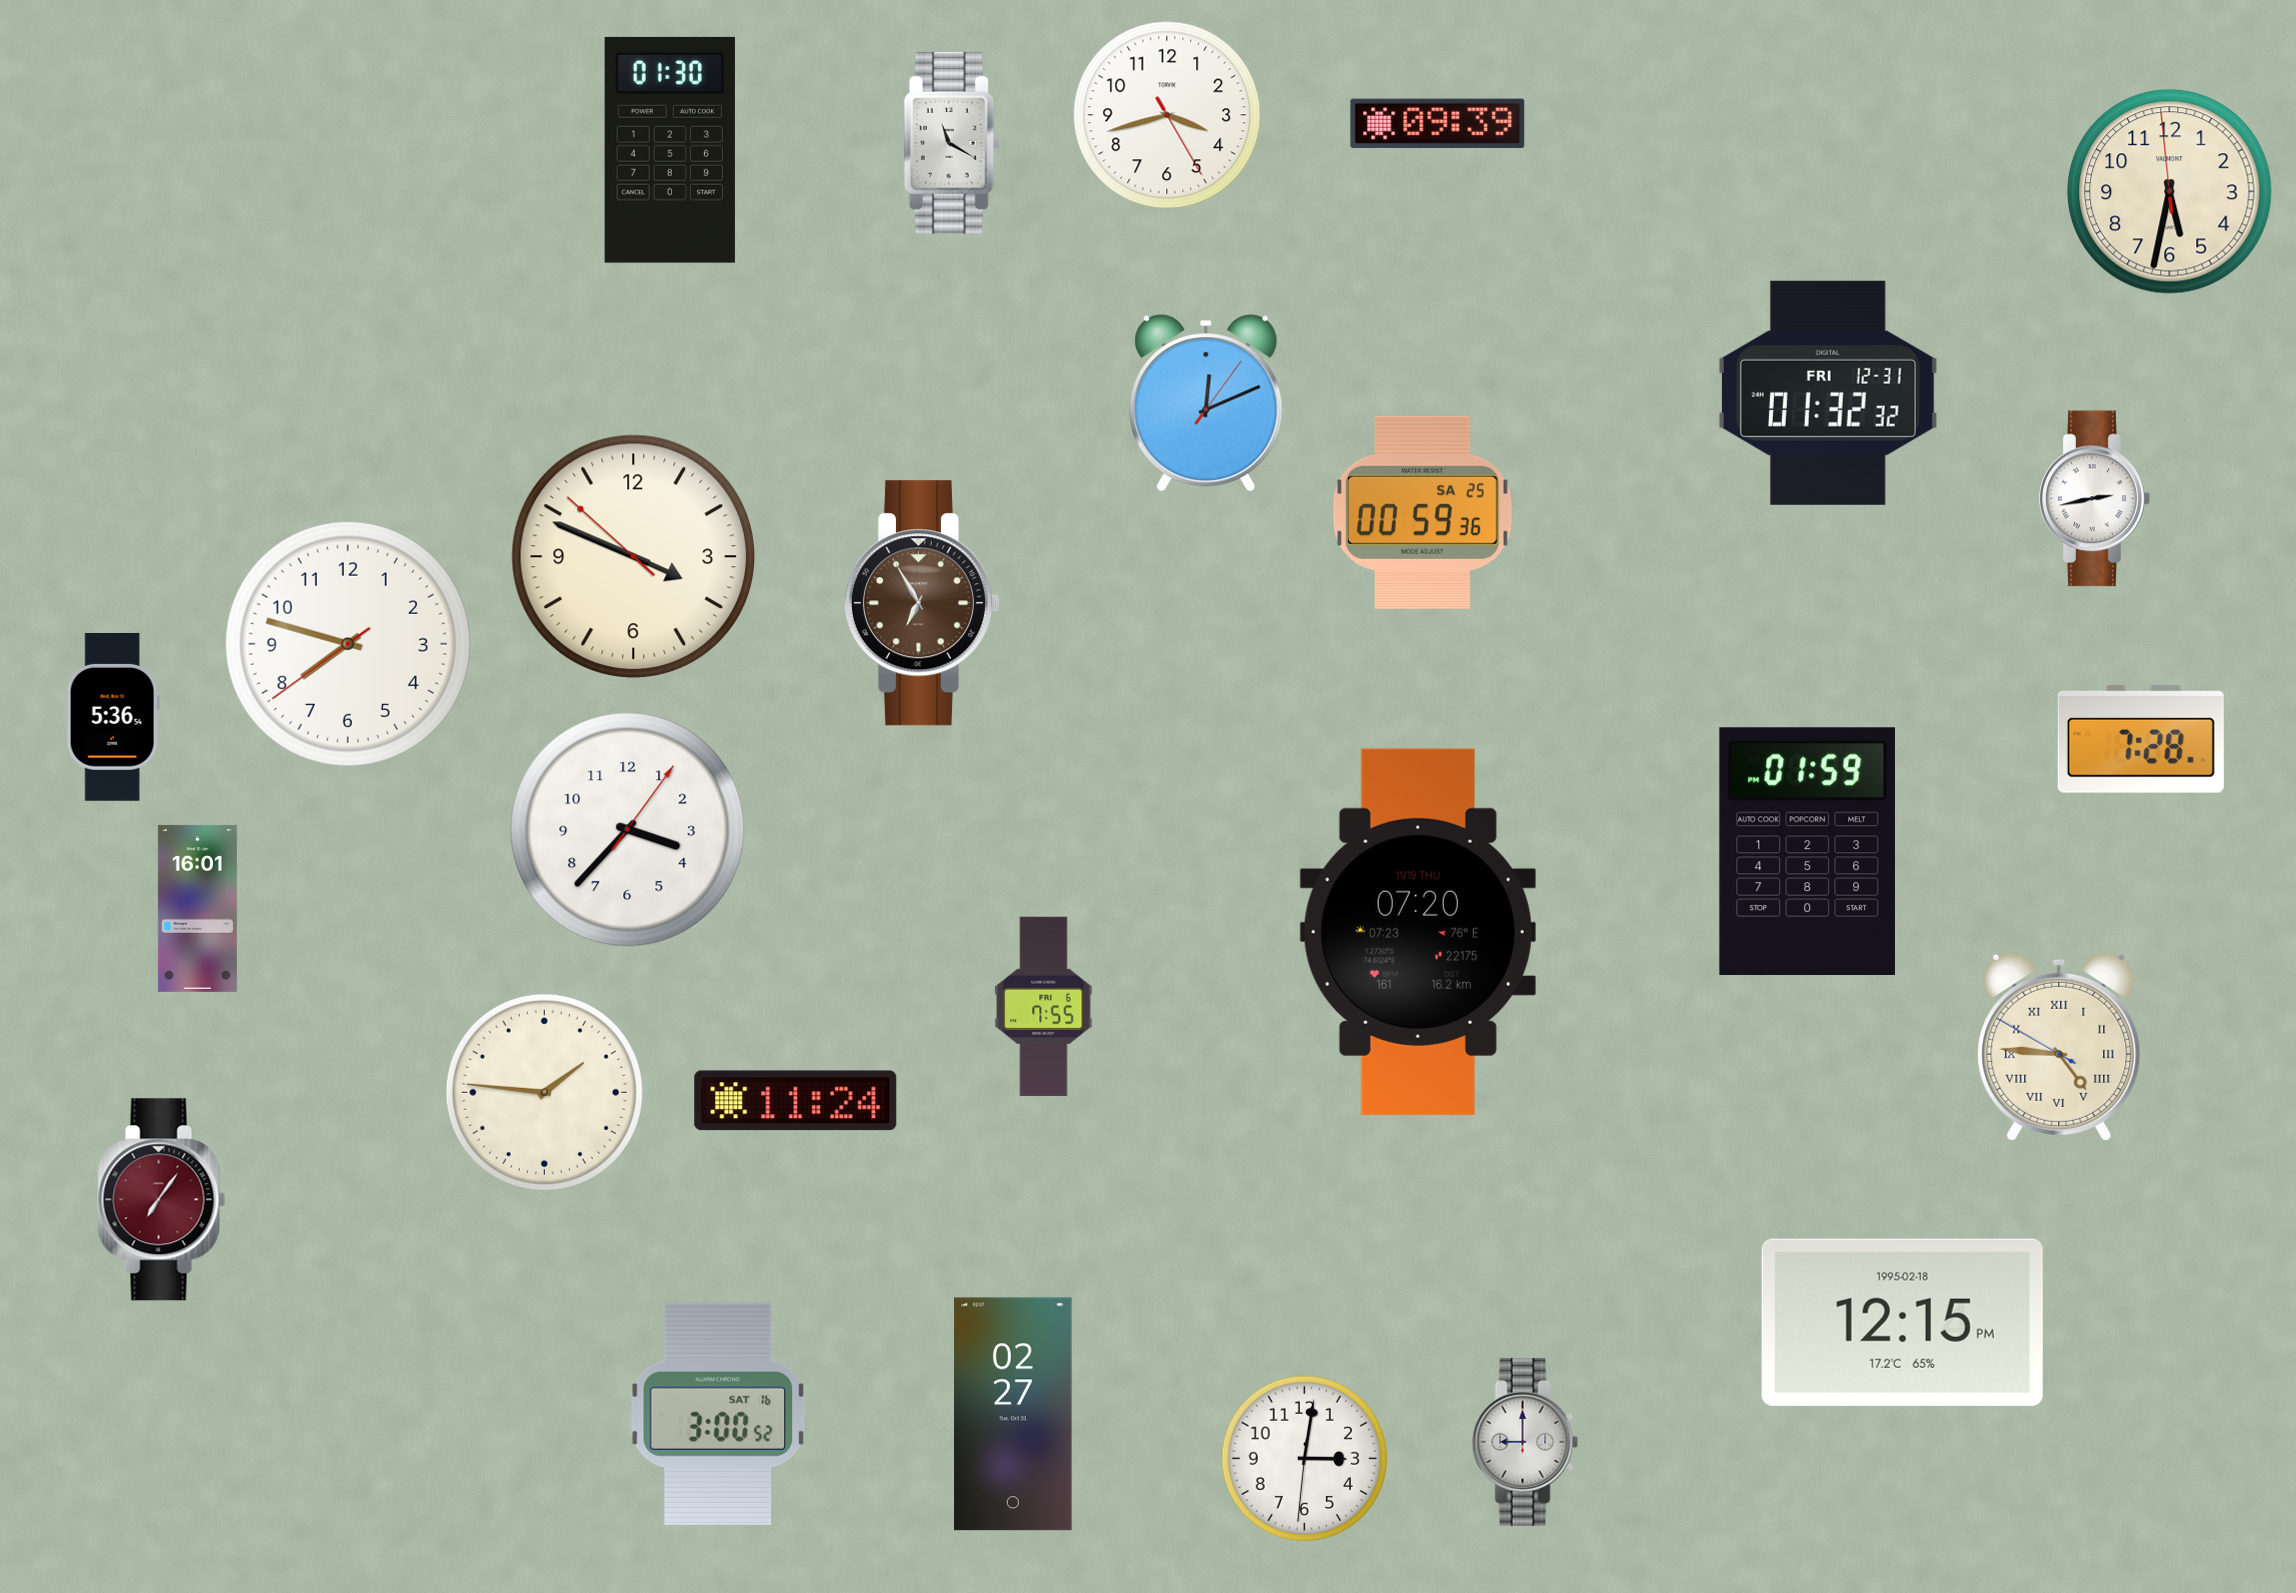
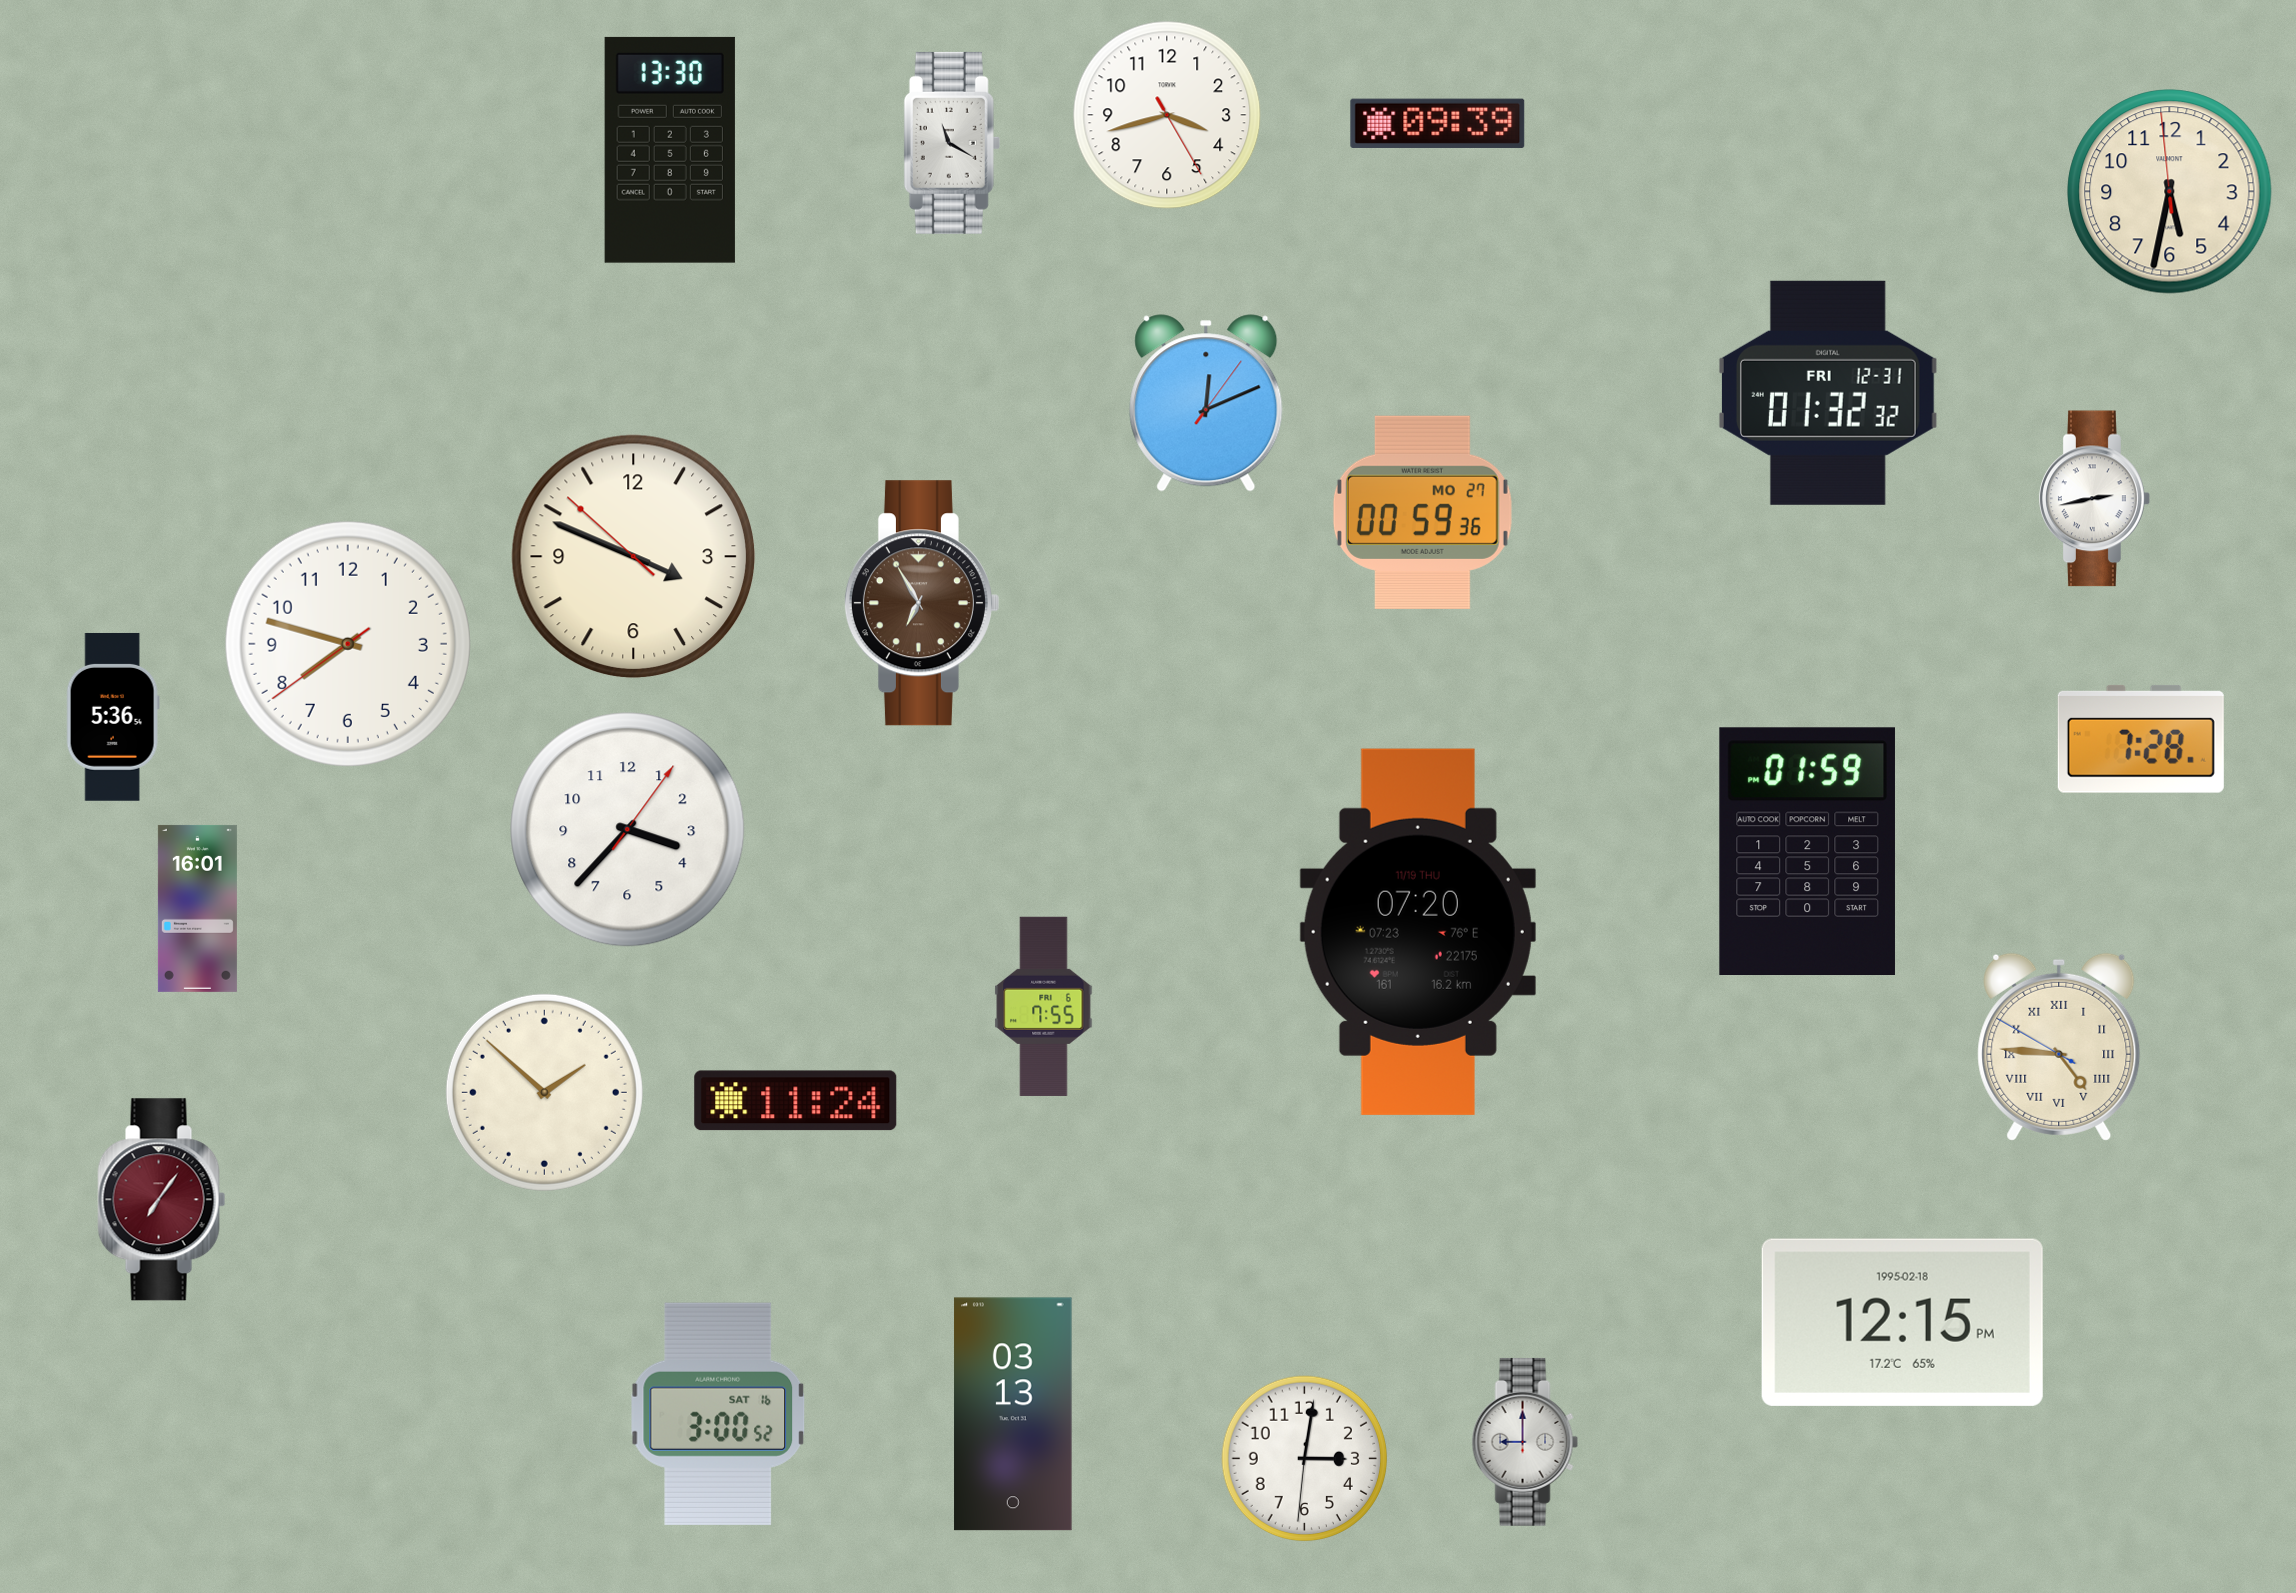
clock at (670, 150): 01:30 -> 13:30
clock at (1422, 512) date: SA 25 -> MO 27
clock at (544, 1092): 1:46 -> 1:52
clock at (1013, 1414): 02:27 -> 03:13
